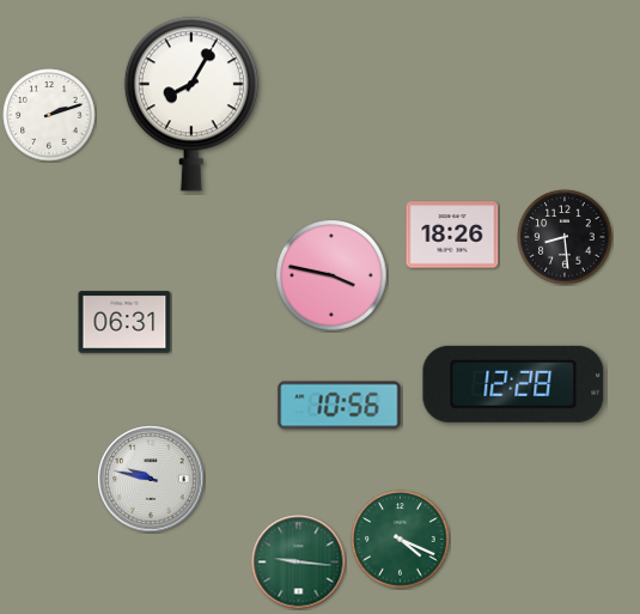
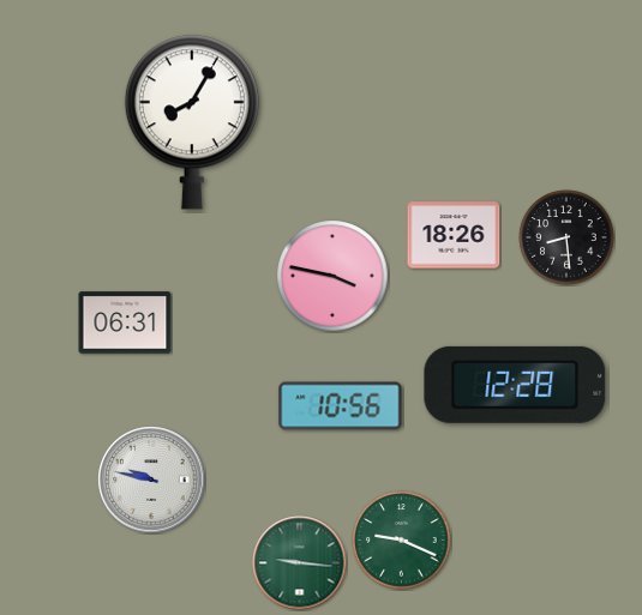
clock at (191, 104) position: (191, 104) -> (192, 122)
clock at (49, 115): 2:12 -> none
clock at (401, 540): 4:19 -> 9:19
